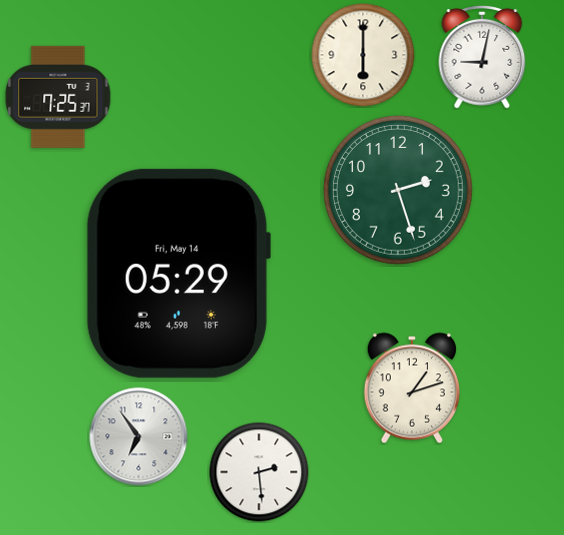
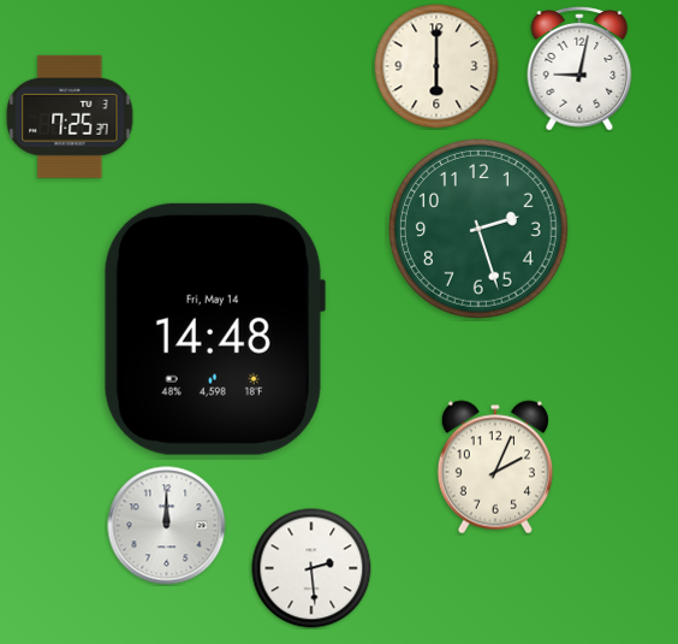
clock at (178, 273): 05:29 -> 14:48
clock at (412, 388): 1:12 -> 2:04
clock at (139, 437): 6:54 -> 12:00
